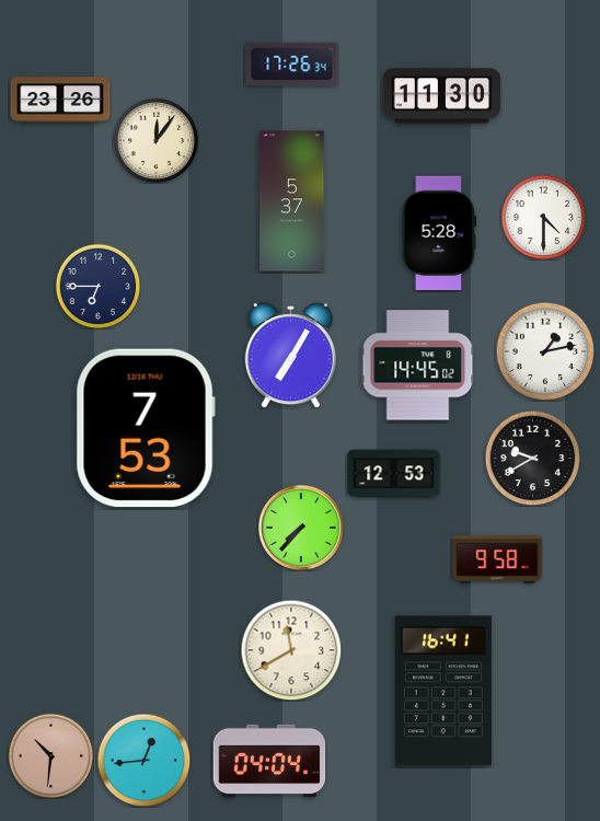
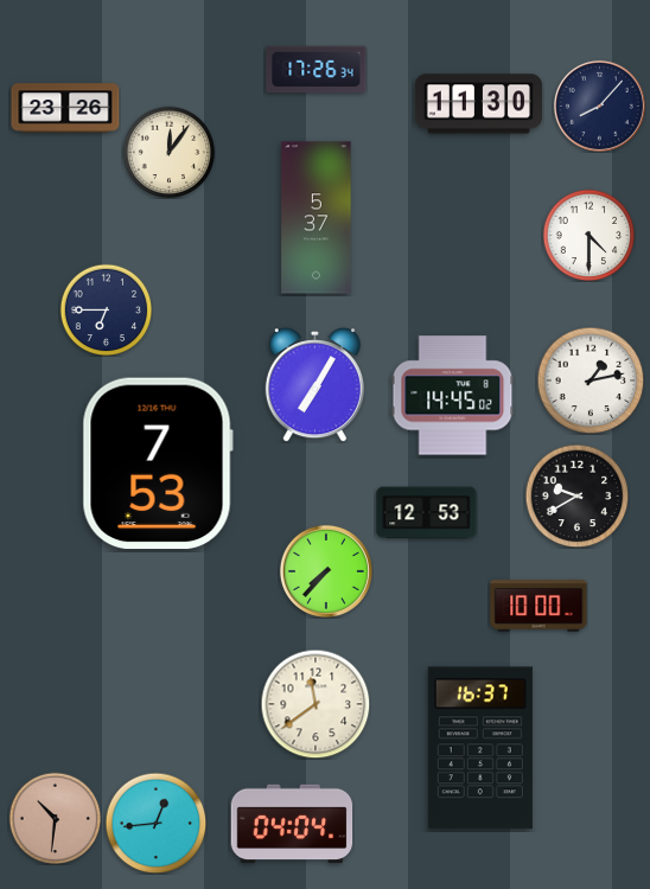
clock at (599, 105): none -> 8:07
clock at (439, 233): 5:28 -> none
clock at (497, 559): 9:58 -> 10:00
clock at (291, 650): 11:40 -> 11:39
clock at (443, 691): 16:41 -> 16:37
